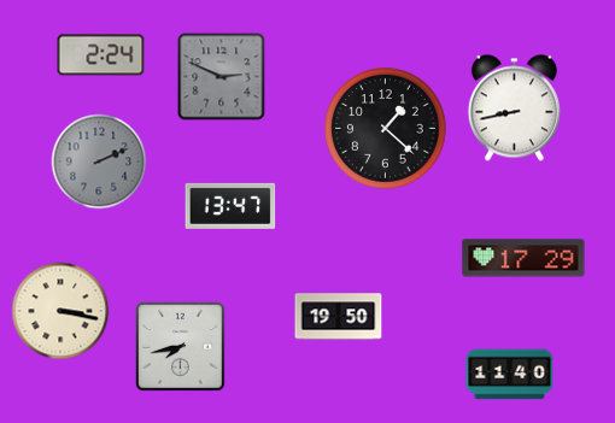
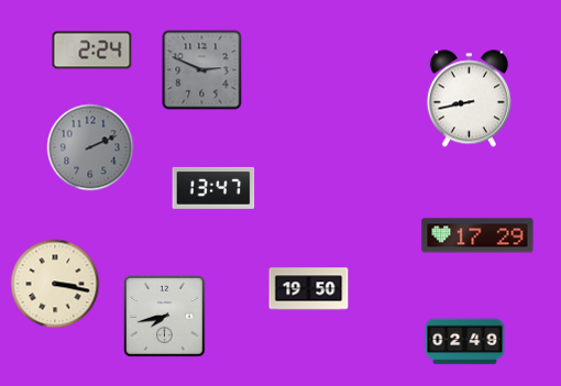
clock at (386, 129): 1:22 -> none
clock at (230, 206) position: (230, 206) -> (213, 188)
clock at (510, 375): 11:40 -> 02:49
